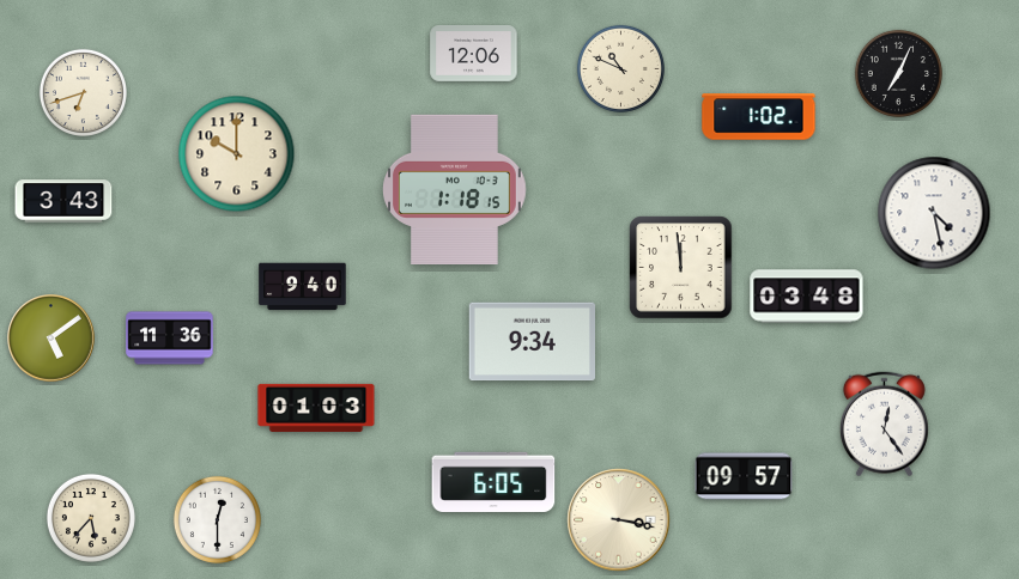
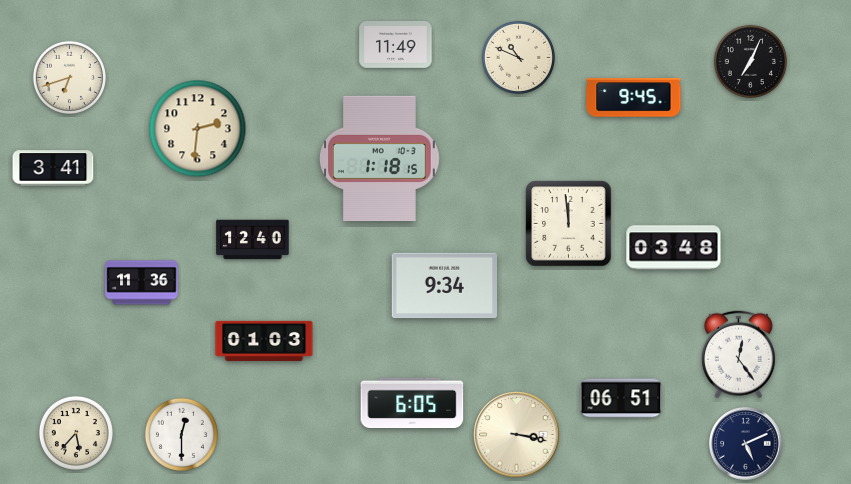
clock at (474, 54): 12:06 -> 11:49
clock at (759, 117): 1:02 -> 9:45
clock at (237, 154): 10:00 -> 2:31
clock at (63, 201): 3:43 -> 3:41
clock at (934, 213): 4:28 -> none
clock at (303, 287): 9:40 -> 12:40
clock at (51, 339): 5:09 -> none
clock at (744, 476): 09:57 -> 06:51
clock at (746, 444): none -> 5:11
